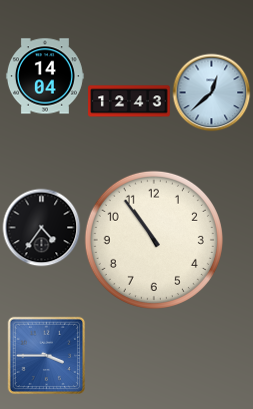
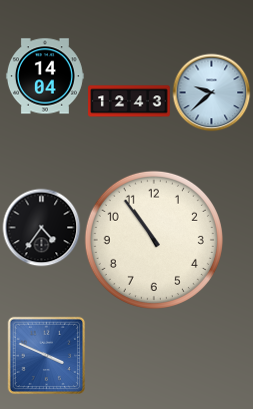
clock at (211, 92): 12:38 -> 9:38
clock at (46, 355): 3:45 -> 3:49
